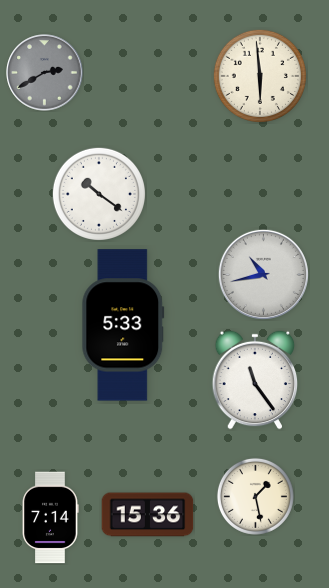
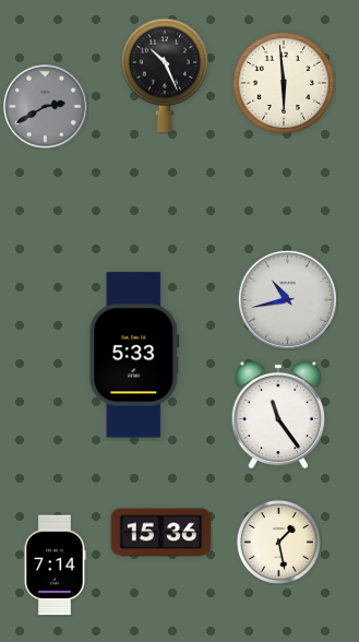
clock at (164, 75): none -> 10:26
clock at (45, 73) position: (45, 73) -> (46, 107)
clock at (99, 194): 10:21 -> none
clock at (148, 515) position: (148, 515) -> (161, 533)
